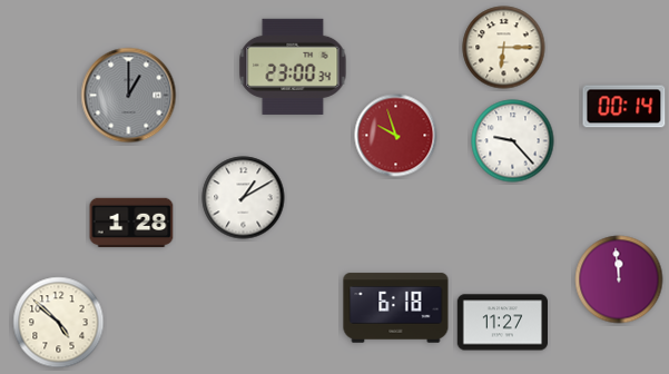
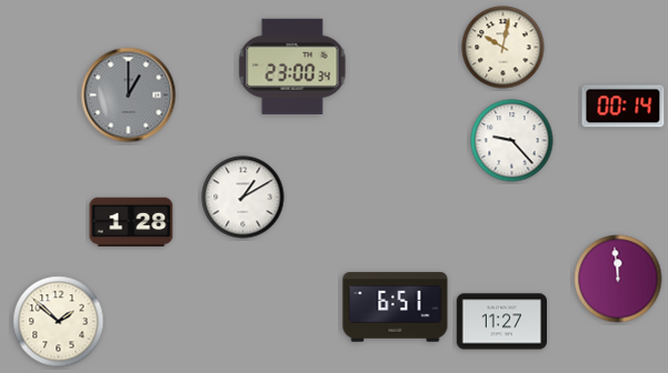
clock at (504, 48): 6:15 -> 10:02
clock at (396, 136): 9:57 -> none
clock at (396, 308): 6:18 -> 6:51
clock at (59, 323): 4:52 -> 1:52
